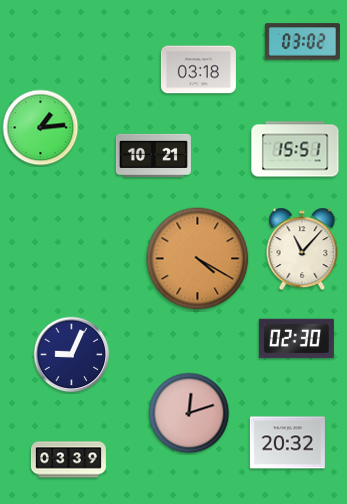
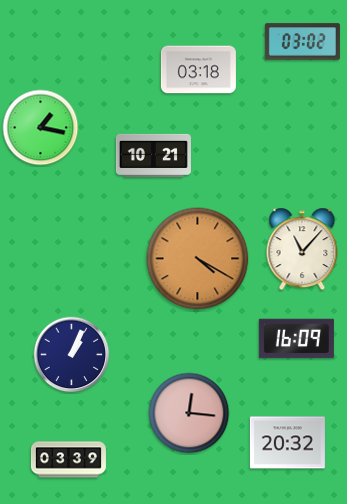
clock at (41, 128): 1:14 -> 1:17
clock at (295, 149): 15:51 -> none
clock at (296, 339): 02:30 -> 16:09
clock at (72, 355): 9:04 -> 1:04
clock at (189, 413): 12:12 -> 12:16
